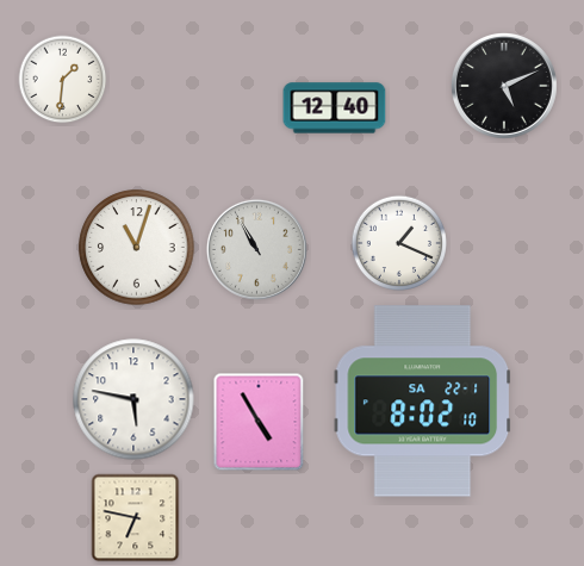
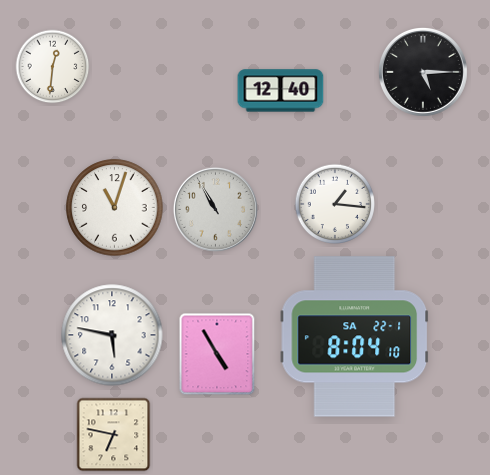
clock at (63, 80): 1:31 -> 12:31
clock at (504, 86): 5:11 -> 5:15
clock at (398, 242): 1:19 -> 1:16
clock at (423, 402): 8:02 -> 8:04
